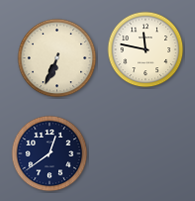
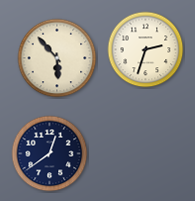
clock at (146, 50): 11:47 -> 2:33
clock at (57, 58): 6:34 -> 5:53
